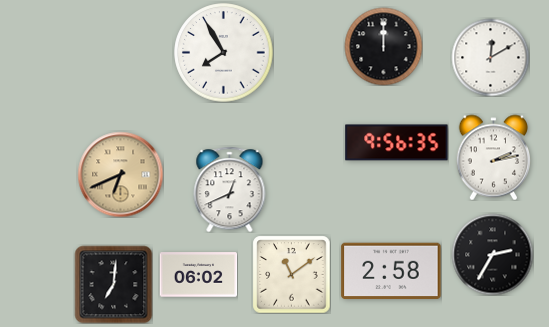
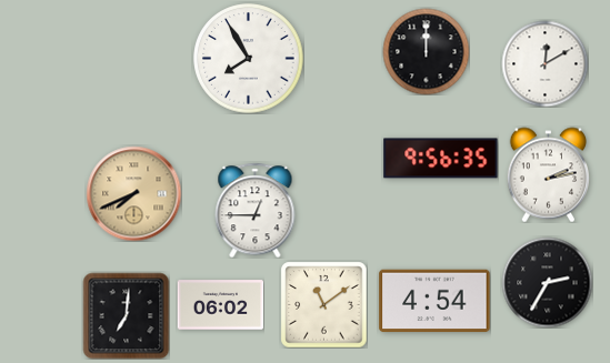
clock at (120, 174): 6:41 -> 7:41
clock at (230, 189): 12:41 -> 12:45
clock at (391, 271): 2:58 -> 4:54
